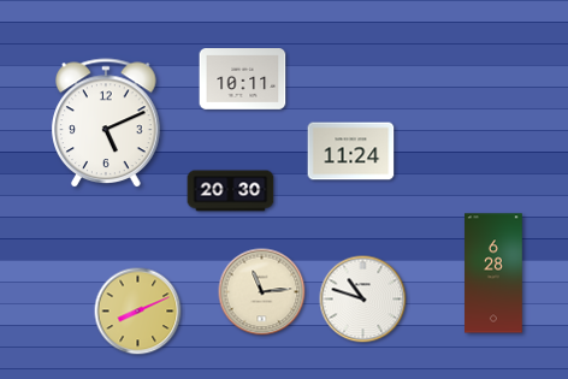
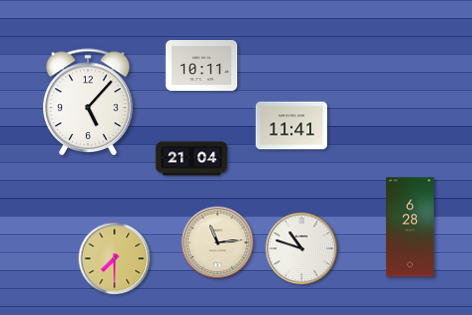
clock at (106, 123): 5:11 -> 5:07
clock at (351, 152): 11:24 -> 11:41
clock at (231, 191): 20:30 -> 21:04
clock at (138, 312): 8:11 -> 7:30
